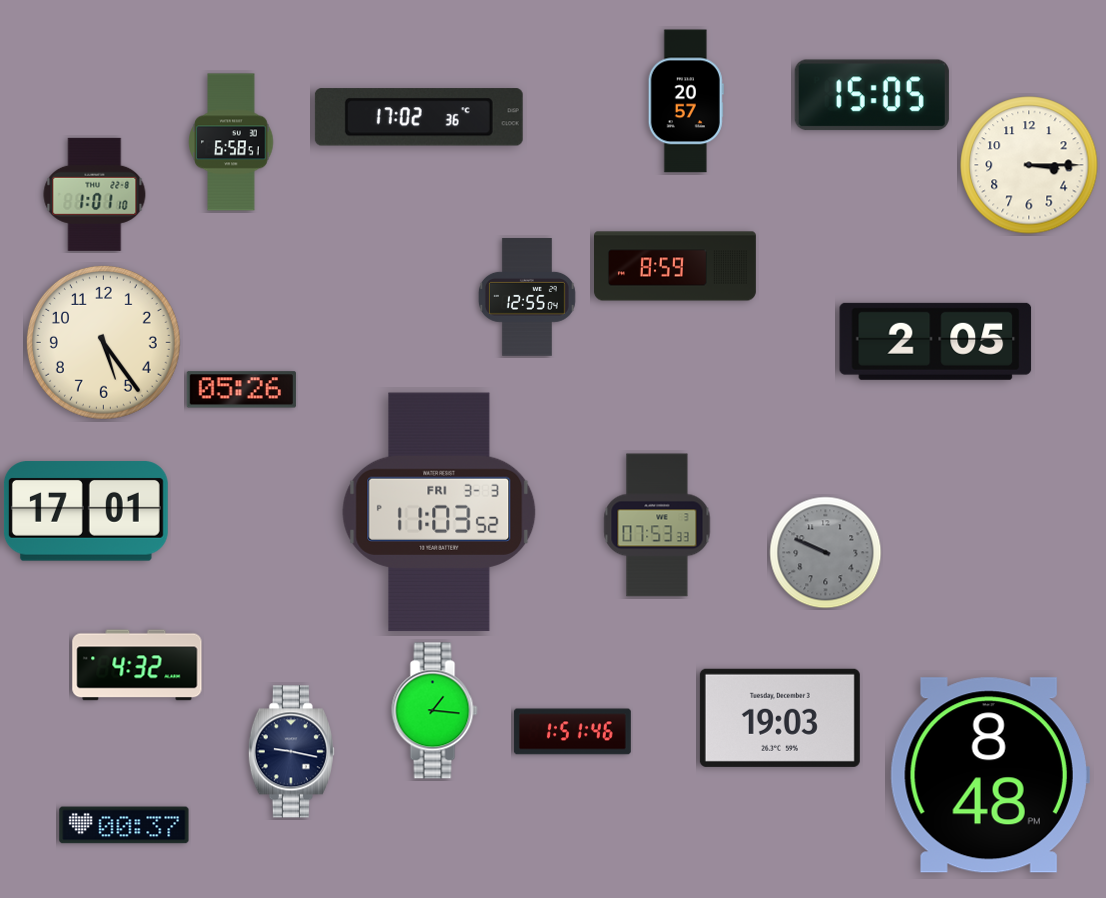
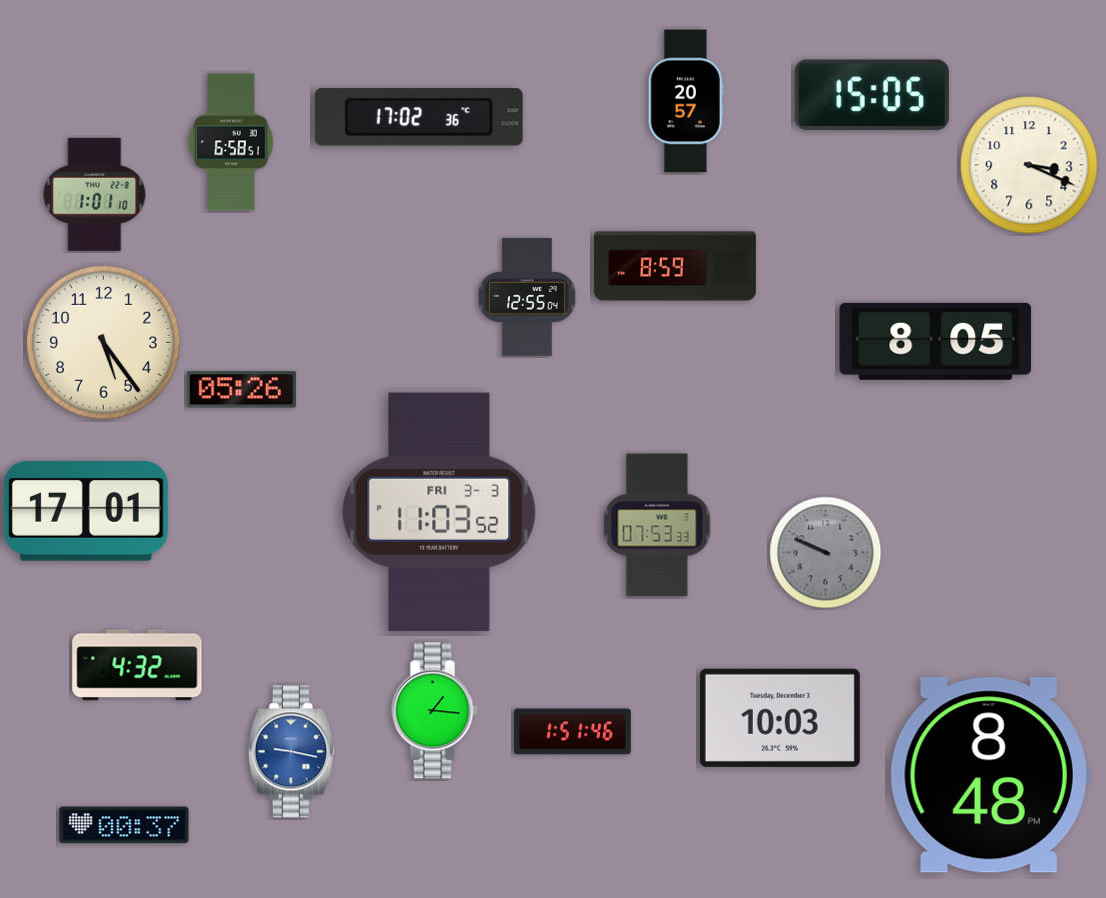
clock at (1029, 165): 3:15 -> 3:19
clock at (936, 341): 2:05 -> 8:05
clock at (780, 718): 19:03 -> 10:03
clock at (291, 752) dial: navy -> blue
